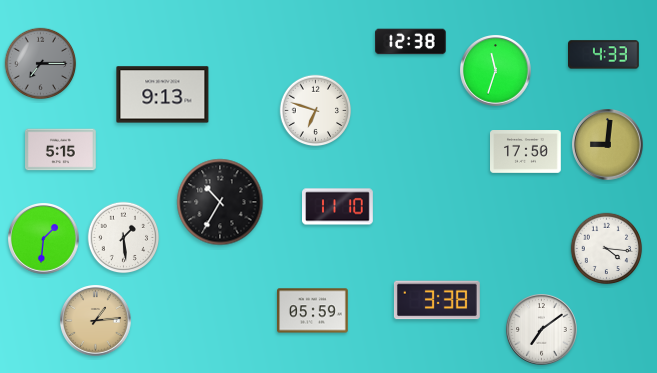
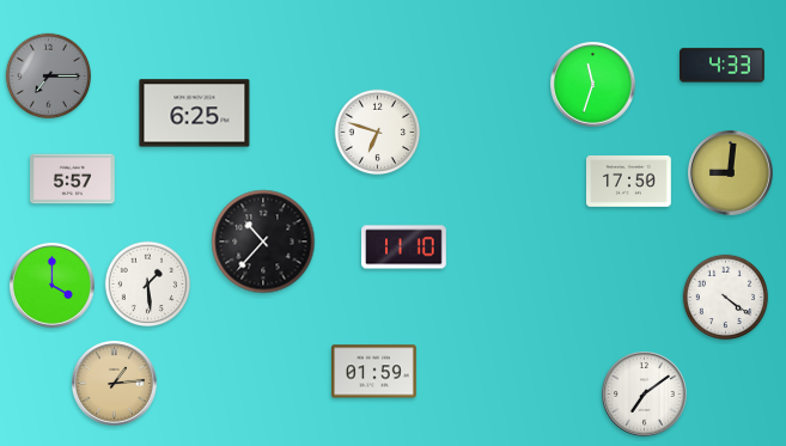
clock at (411, 42): 12:38 -> none
clock at (163, 95): 9:13 -> 6:25
clock at (608, 145) position: (608, 145) -> (731, 173)
clock at (61, 150): 5:15 -> 5:57
clock at (220, 202): 10:35 -> 10:37
clock at (44, 239): 1:31 -> 4:00
clock at (607, 249): 4:16 -> 4:21
clock at (437, 300): 3:38 -> none
clock at (313, 311): 05:59 -> 01:59
clock at (542, 330) position: (542, 330) -> (645, 395)
